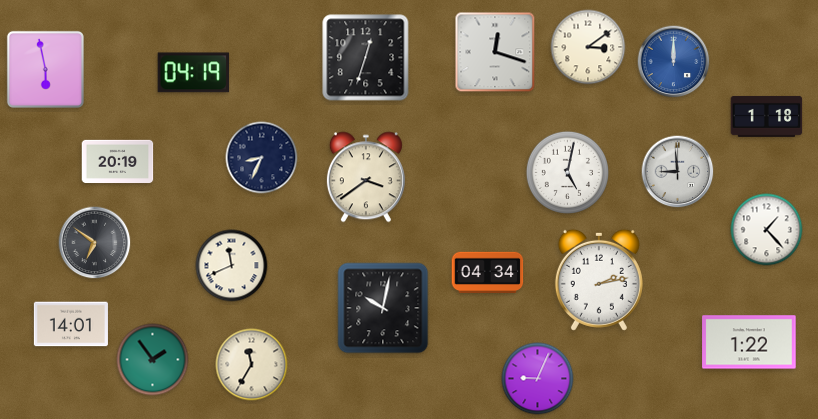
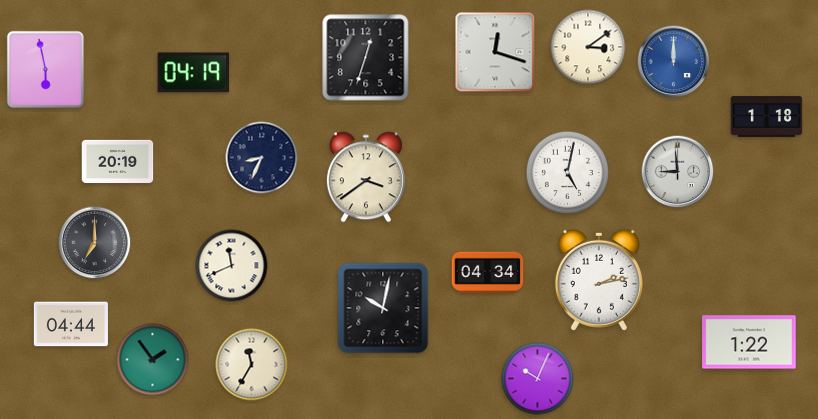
clock at (767, 230): 1:23 -> none
clock at (95, 243): 6:51 -> 7:00
clock at (71, 324): 14:01 -> 04:44
clock at (538, 379): 9:04 -> 10:04
